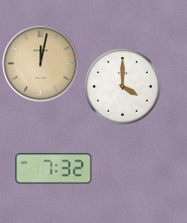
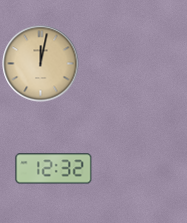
clock at (123, 87): 4:00 -> none
clock at (54, 169): 7:32 -> 12:32
